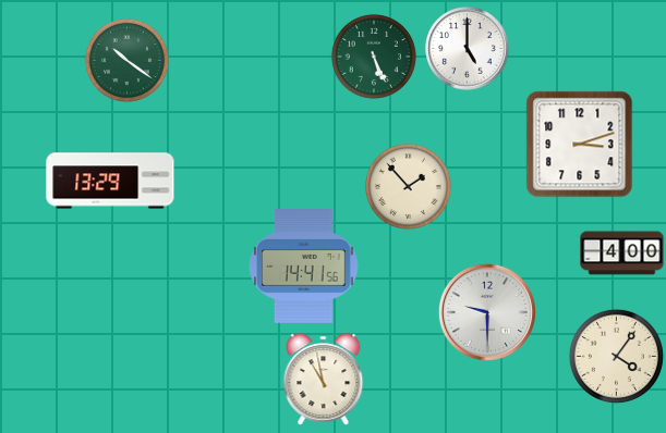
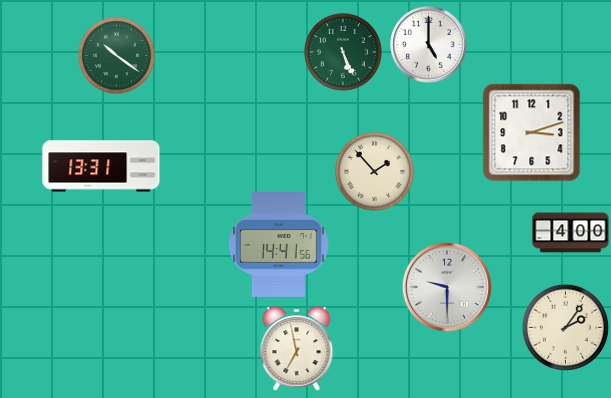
clock at (110, 181): 13:29 -> 13:31
clock at (616, 356): 4:06 -> 2:06
clock at (324, 380): 10:58 -> 6:58
